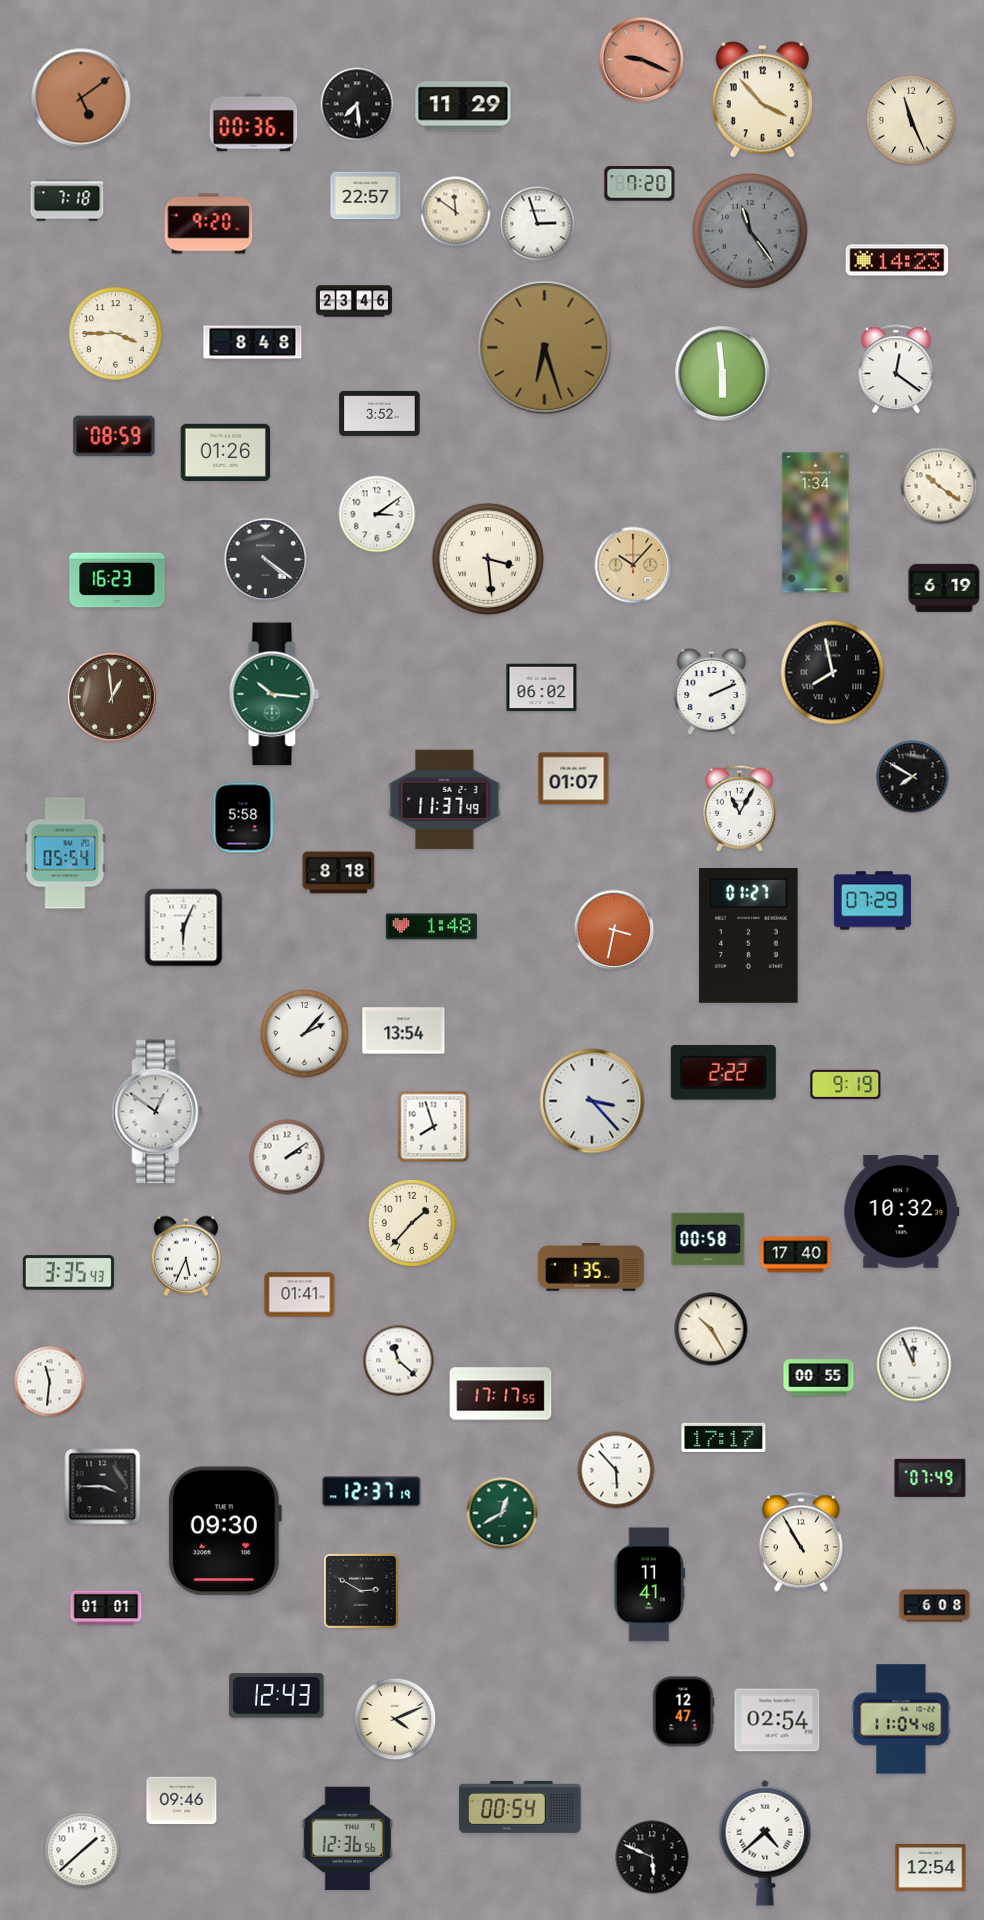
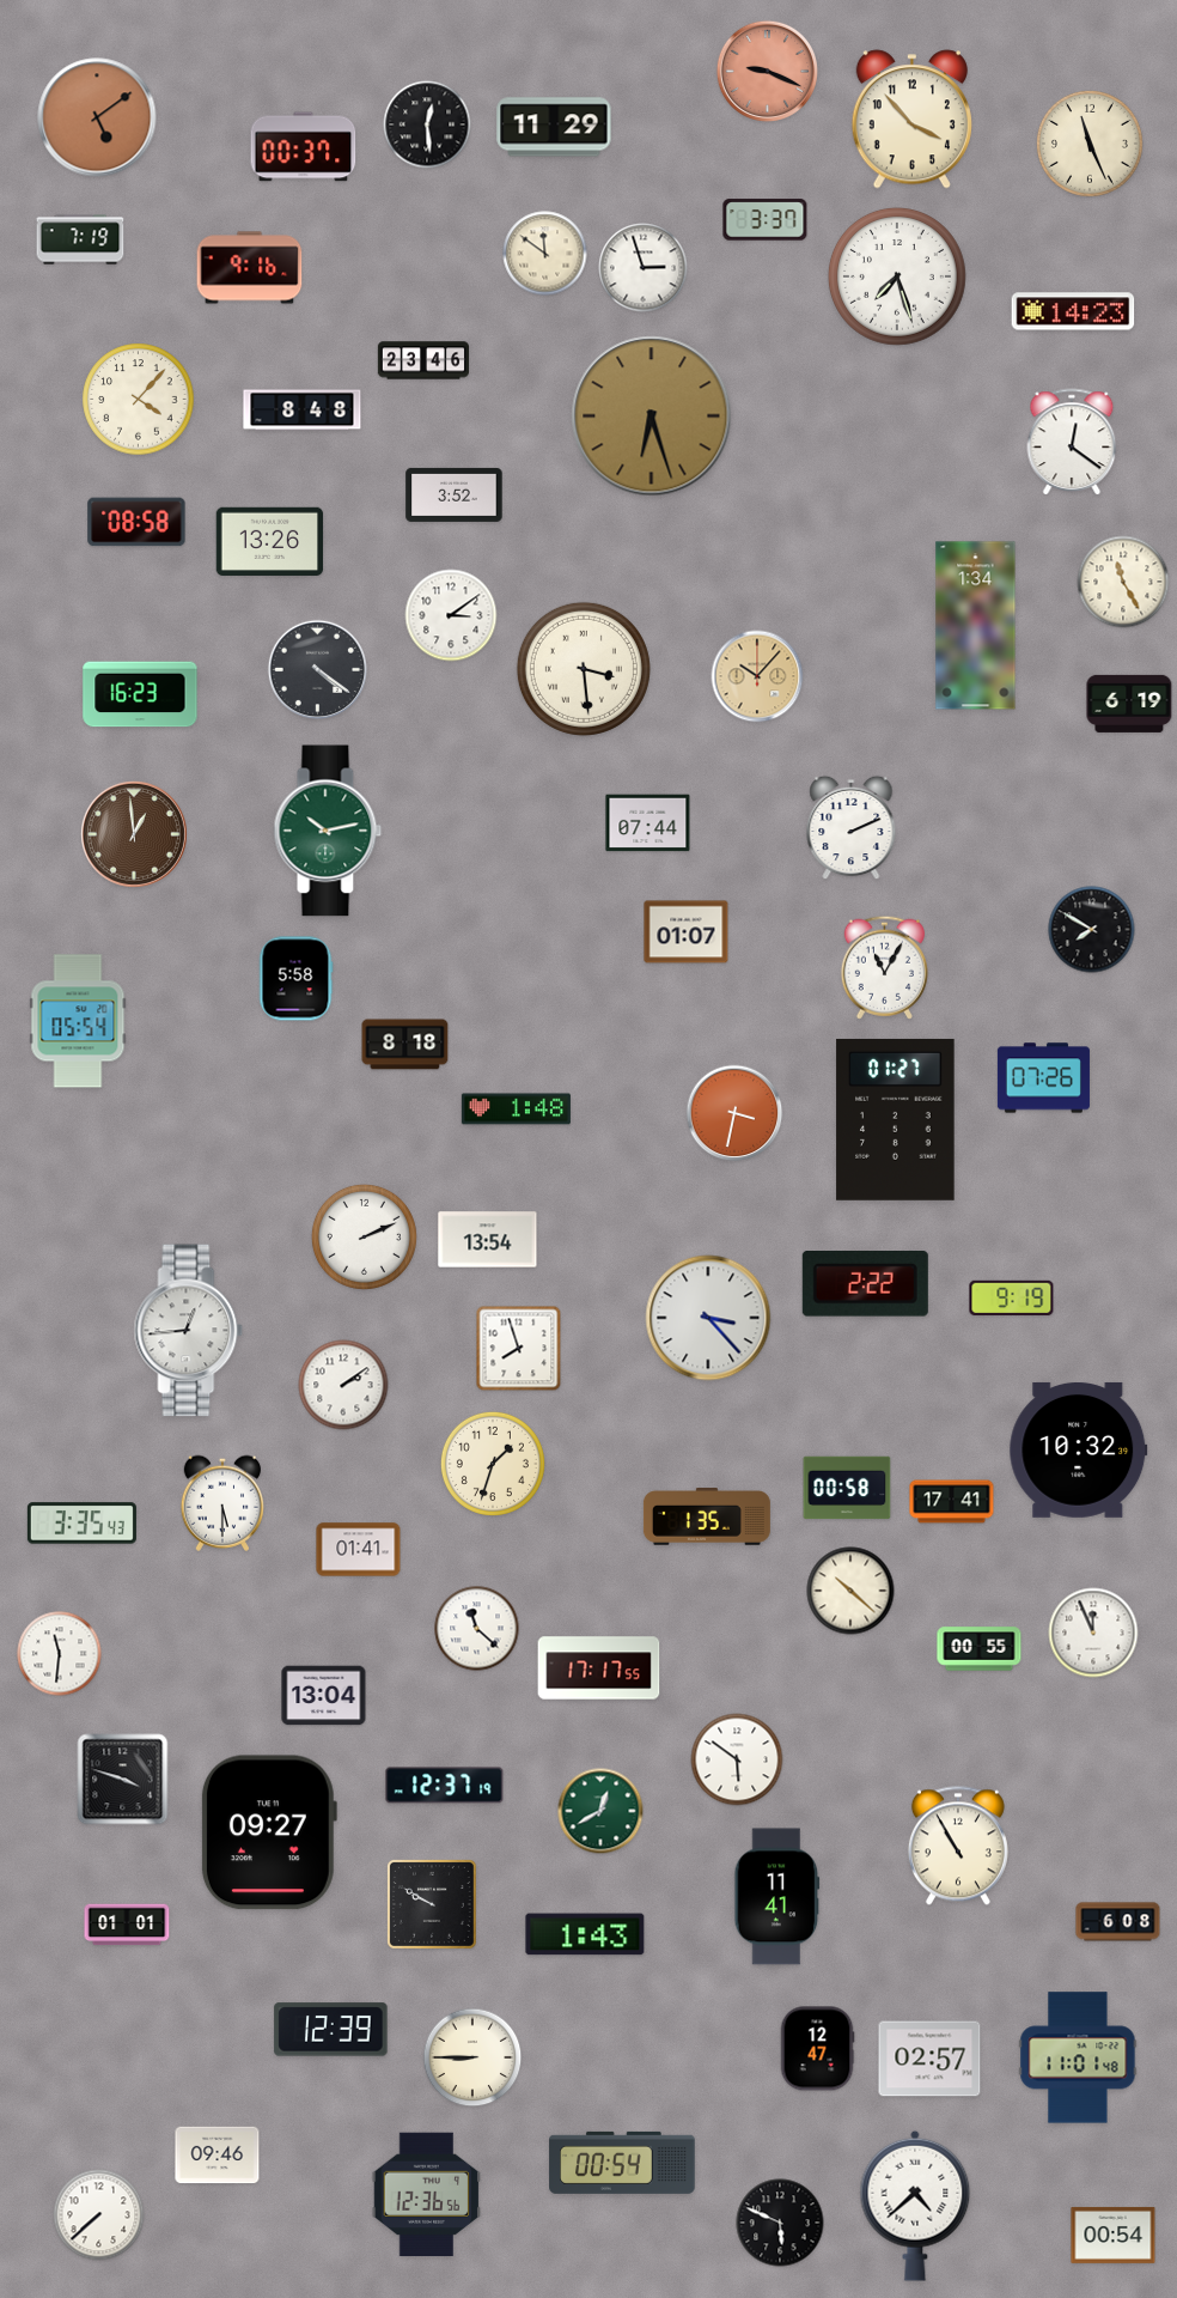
clock at (357, 104): 7:29 -> 12:29
clock at (254, 123): 00:36 -> 00:37
clock at (640, 184): 7:20 -> 3:37
clock at (366, 196): 22:57 -> none
clock at (67, 200): 7:18 -> 7:19
clock at (209, 224): 9:20 -> 9:16
clock at (750, 231): 11:24 -> 7:27
clock at (750, 231) dial: grey -> white
clock at (116, 334): 3:45 -> 4:07
clock at (723, 374): 5:59 -> none
clock at (114, 436): 08:59 -> 08:58
clock at (226, 452): 01:26 -> 13:26
clock at (939, 486): 10:21 -> 11:25
clock at (833, 673): 7:58 -> none
clock at (542, 688): 06:02 -> 07:44
clock at (274, 694): 10:16 -> 10:13
clock at (445, 800): 11:37 -> none
clock at (243, 818) position: (243, 818) -> (295, 979)
clock at (872, 901): 07:29 -> 07:26
clock at (184, 928): 6:04 -> none
clock at (404, 1031) position: (404, 1031) -> (488, 1240)
clock at (304, 1033): 2:07 -> 2:11
clock at (158, 1112): 12:51 -> 12:44
clock at (412, 1223): 1:37 -> 1:33
clock at (708, 1239) position: (708, 1239) -> (847, 1488)
clock at (796, 1255): 17:40 -> 17:41
clock at (185, 1256): 5:34 -> 5:30
clock at (711, 1329): 10:25 -> 10:22
clock at (324, 1696): none -> 13:04
clock at (724, 1437): 17:17 -> none
clock at (616, 1470): 5:53 -> 5:51
clock at (930, 1478): 07:49 -> none
clock at (103, 1487): 3:45 -> 3:48
clock at (224, 1531): 09:30 -> 09:27
clock at (361, 1591): 2:50 -> 9:50
clock at (585, 1934): none -> 1:43
clock at (277, 1696): 12:43 -> 12:39
clock at (395, 1719): 4:11 -> 8:45
clock at (901, 1719): 11:04 -> 11:01
clock at (777, 1720): 02:54 -> 02:57
clock at (348, 1838) position: (348, 1838) -> (427, 2194)
clock at (83, 1851): 1:38 -> 7:38
clock at (931, 1867): 12:54 -> 00:54
